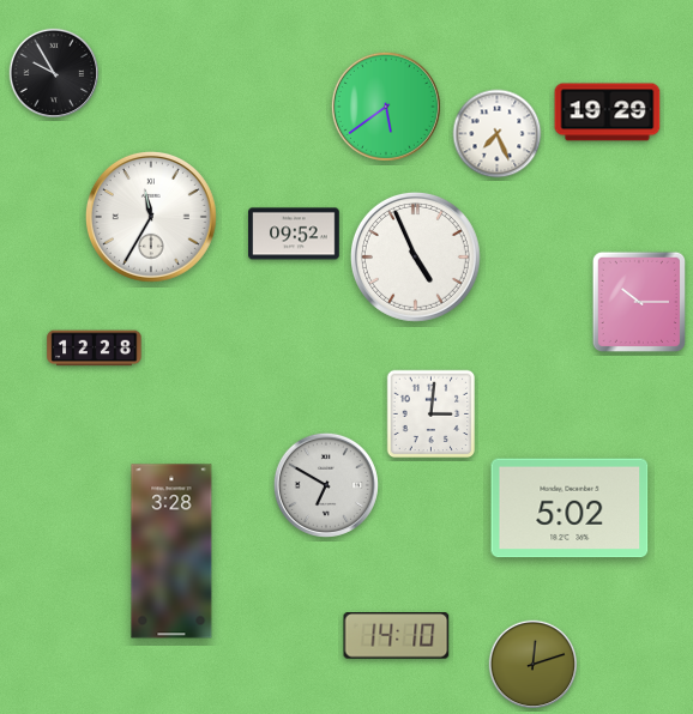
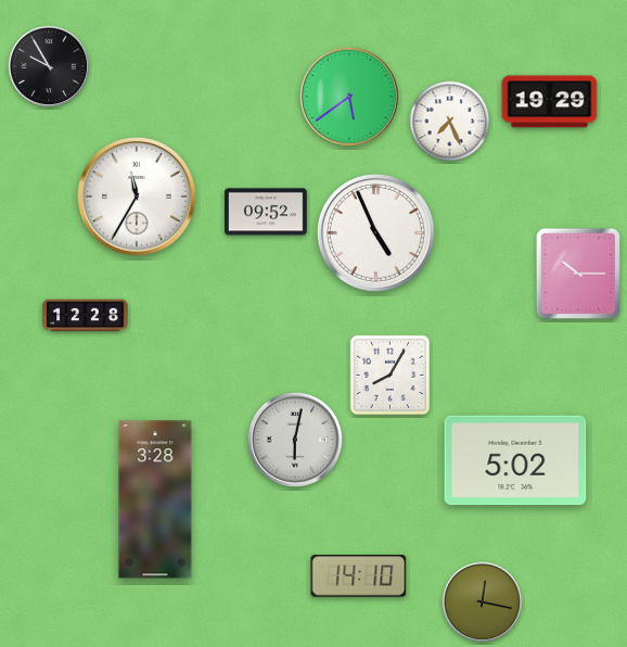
clock at (432, 415): 3:01 -> 8:05
clock at (326, 485): 6:50 -> 6:02
clock at (534, 665): 12:12 -> 12:17
